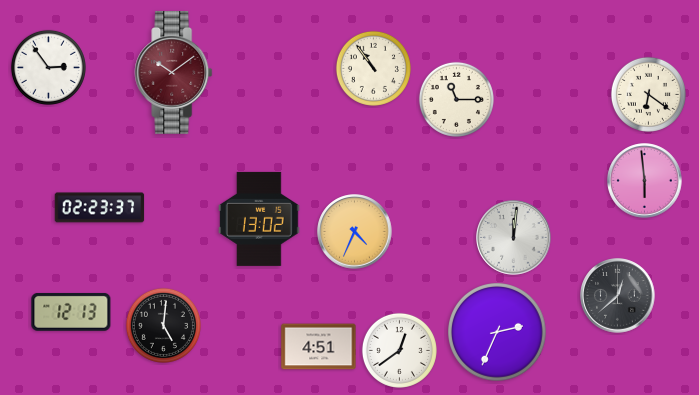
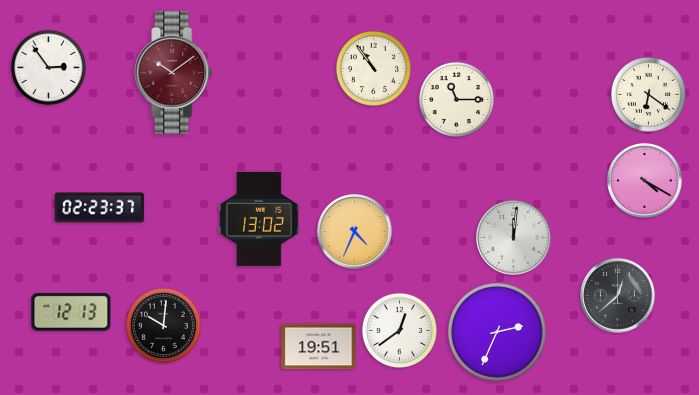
clock at (645, 181): 5:59 -> 4:20
clock at (163, 325): 5:01 -> 10:01
clock at (319, 347): 4:51 -> 19:51
clock at (399, 350) position: (399, 350) -> (399, 330)
